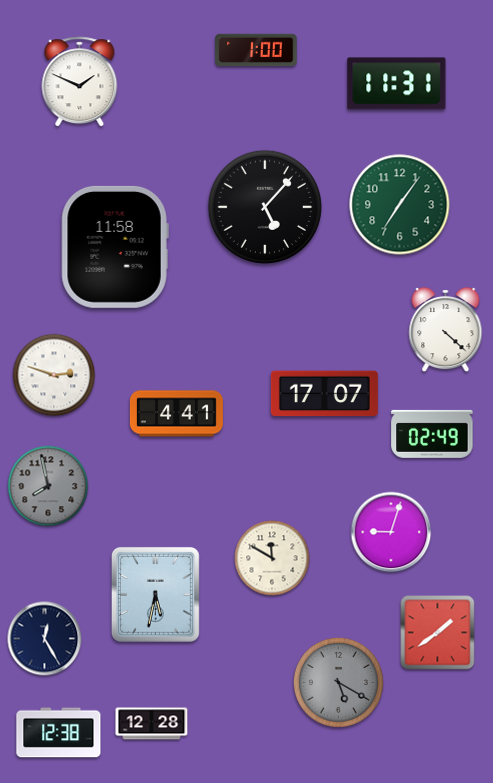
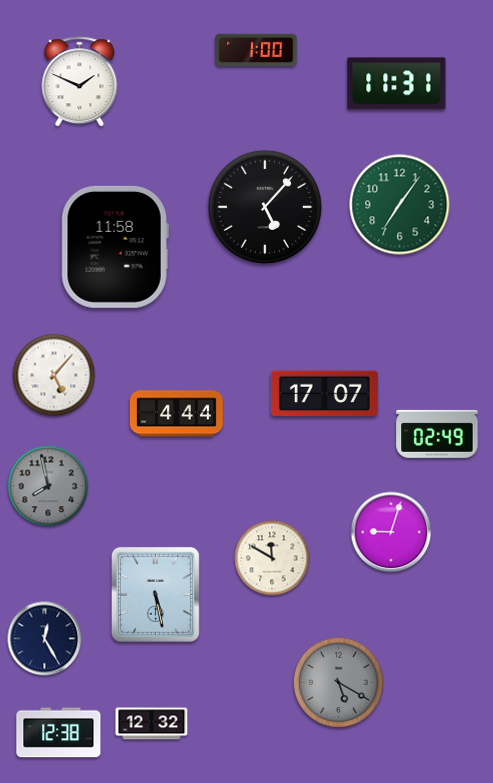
clock at (446, 330): 4:22 -> none
clock at (54, 375): 2:48 -> 5:07
clock at (176, 414): 4:41 -> 4:44
clock at (432, 434) position: (432, 434) -> (437, 434)
clock at (155, 594): 5:32 -> 5:28
clock at (438, 633): 1:39 -> none
clock at (152, 724): 12:28 -> 12:32
